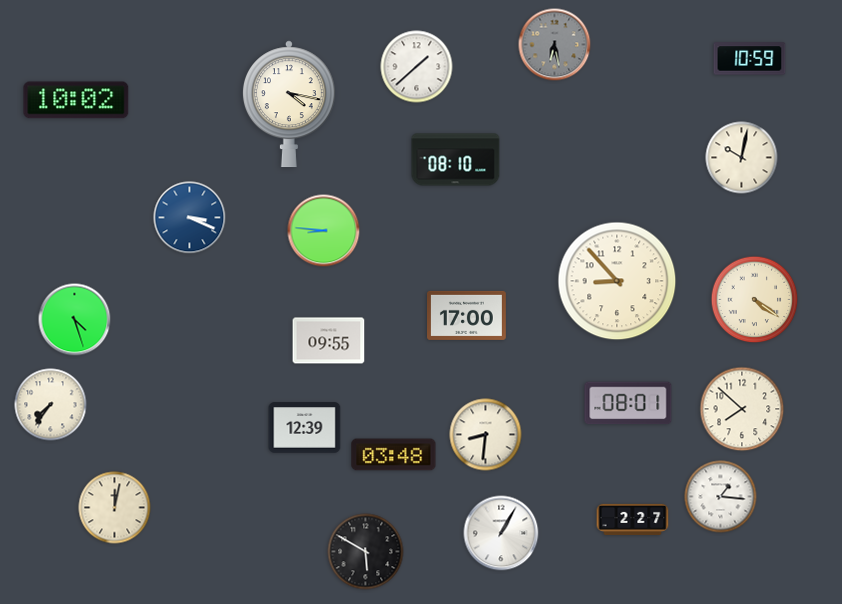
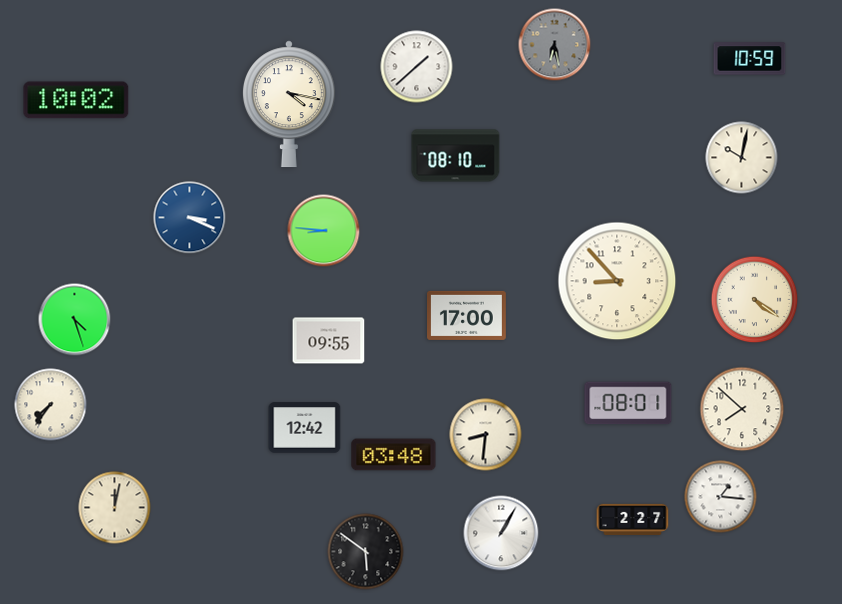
clock at (456, 160) position: (456, 160) -> (456, 156)
clock at (305, 428): 12:39 -> 12:42
clock at (366, 552): 5:50 -> 5:51
